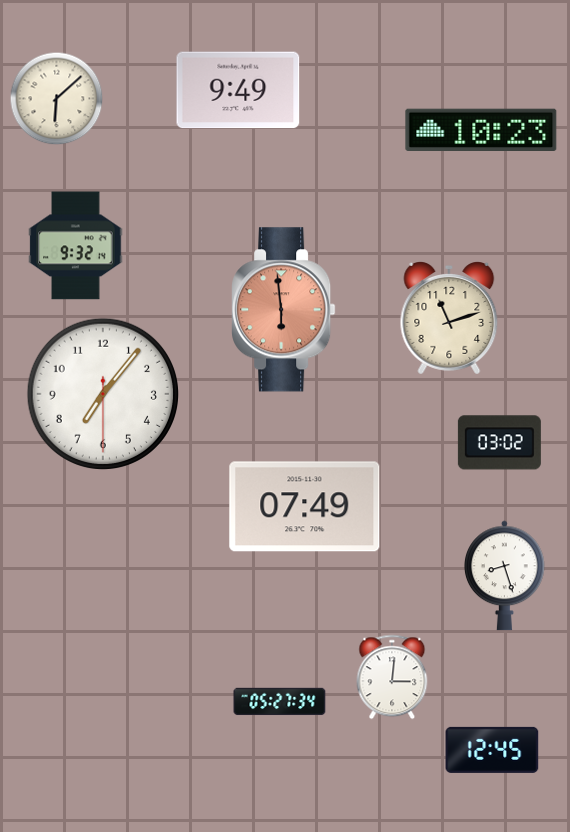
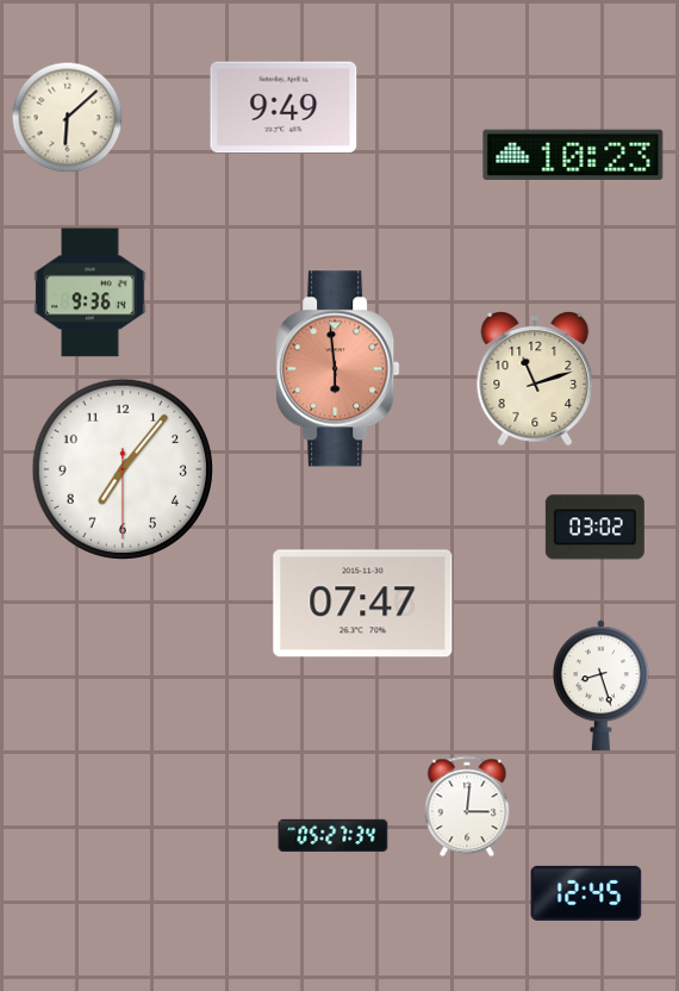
clock at (76, 246): 9:32 -> 9:36
clock at (305, 507): 07:49 -> 07:47
